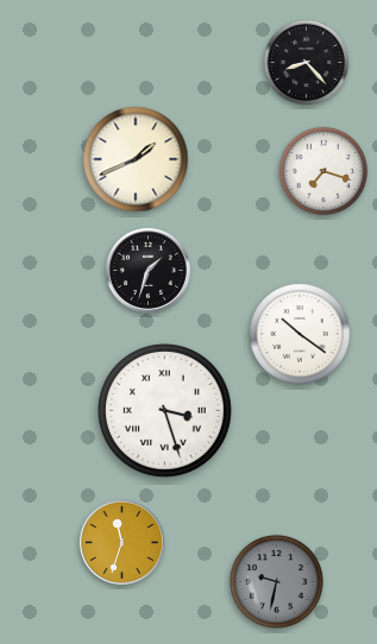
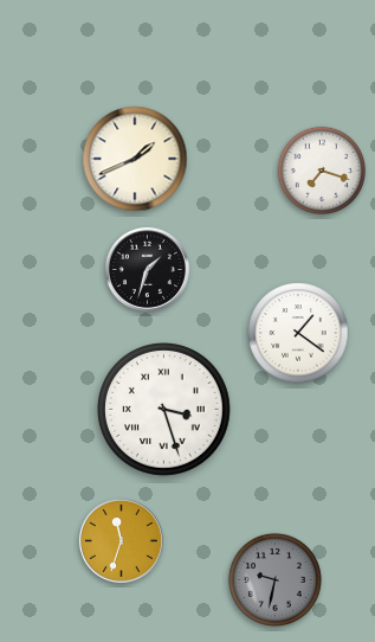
clock at (307, 63): 8:23 -> none
clock at (300, 334): 10:21 -> 1:21
